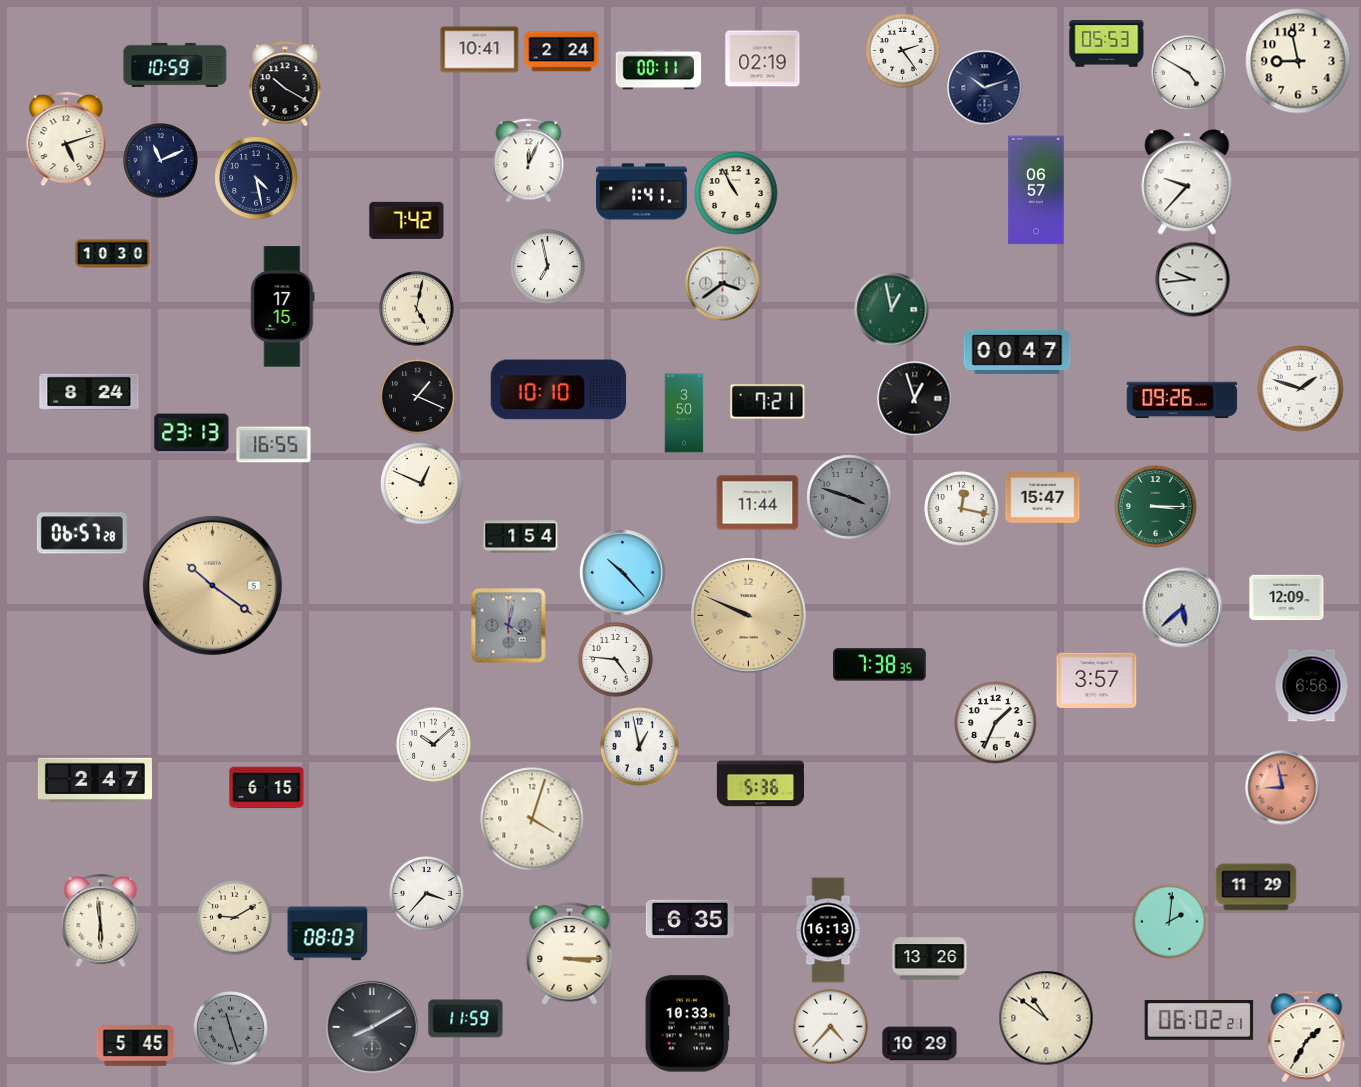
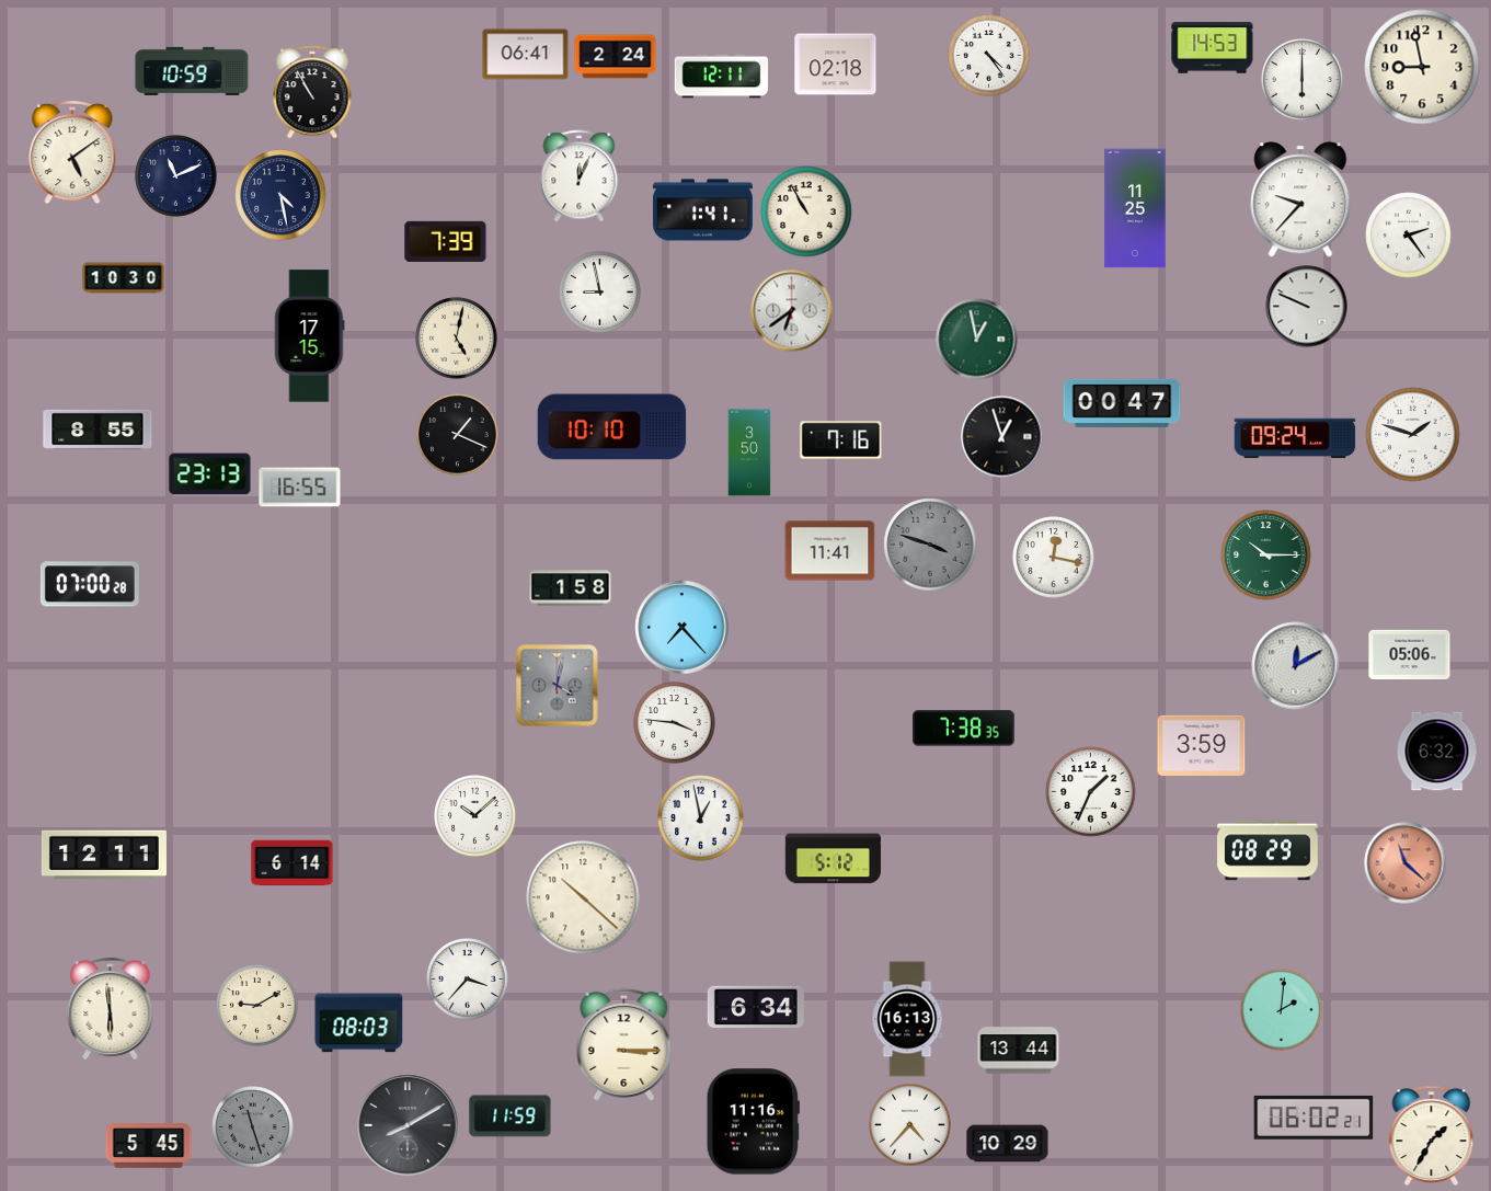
clock at (1107, 44): 05:53 -> 14:53
clock at (480, 50): 10:41 -> 06:41
clock at (903, 51): 2:24 -> 4:24
clock at (763, 59): 02:19 -> 02:18
clock at (659, 70): 00:11 -> 12:11
clock at (1189, 73): 4:50 -> 6:00
clock at (285, 84): 10:20 -> 10:55
clock at (985, 88): 10:12 -> none
clock at (66, 139): 5:12 -> 5:09
clock at (1036, 190): 06:57 -> 11:25
clock at (1409, 236): none -> 2:24
clock at (407, 220): 7:42 -> 7:39
clock at (548, 267): 6:58 -> 8:58
clock at (1193, 280): 9:44 -> 9:49
clock at (723, 284): 3:39 -> 6:39
clock at (1017, 352) position: (1017, 352) -> (1122, 403)
clock at (1301, 389) position: (1301, 389) -> (1413, 435)
clock at (89, 392): 8:24 -> 8:55
clock at (1182, 400): 09:26 -> 09:24
clock at (768, 402): 7:21 -> 7:16
clock at (422, 484): 12:49 -> none
clock at (1043, 498): 15:47 -> none
clock at (758, 503): 11:44 -> 11:41
clock at (1156, 507): 3:15 -> 10:15
clock at (82, 533): 06:57 -> 07:00
clock at (521, 537): 1:54 -> 1:58
clock at (623, 573): 10:23 -> 7:23
clock at (212, 585): 10:21 -> none
clock at (1287, 598): 12:09 -> 05:06
clock at (1183, 608): 5:38 -> 12:10
clock at (749, 616): 9:49 -> none
clock at (616, 660): 4:46 -> 3:46
clock at (1097, 680): 3:57 -> 3:59
clock at (1312, 686): 6:56 -> 6:32
clock at (1268, 850): none -> 08:29
clock at (95, 780): 2:47 -> 12:11
clock at (760, 784): 5:36 -> 5:12
clock at (267, 788): 6:15 -> 6:14
clock at (1283, 788): 8:58 -> 11:22
clock at (532, 819): 4:03 -> 10:22
clock at (1256, 887): 11:29 -> none
clock at (690, 919): 6:35 -> 6:34
clock at (930, 959): 13:26 -> 13:44
clock at (1046, 1018): 10:51 -> none
clock at (687, 1024): 10:33 -> 11:16
